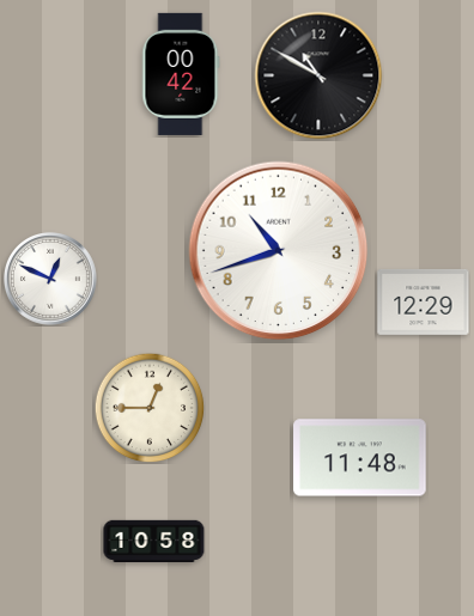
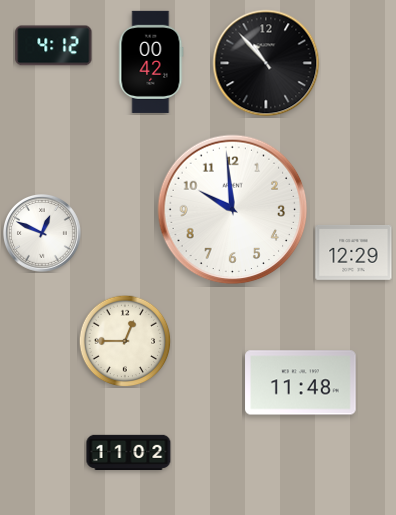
clock at (54, 46): none -> 4:12
clock at (318, 75): 10:50 -> 10:53
clock at (279, 251): 10:42 -> 9:59
clock at (154, 541): 10:58 -> 11:02
